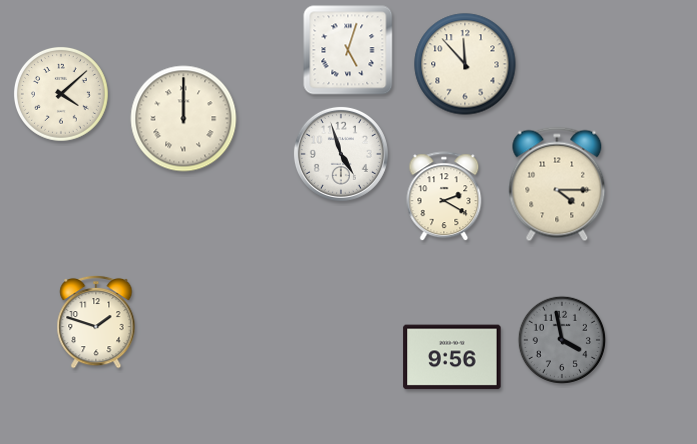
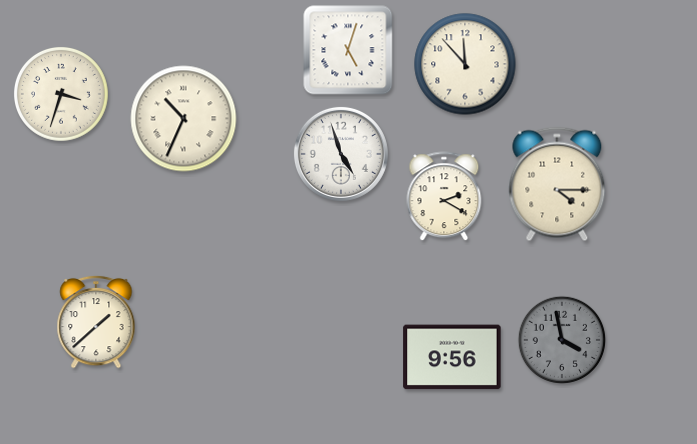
clock at (62, 95): 4:08 -> 3:33
clock at (184, 119): 12:00 -> 10:34
clock at (96, 322): 1:48 -> 1:38
